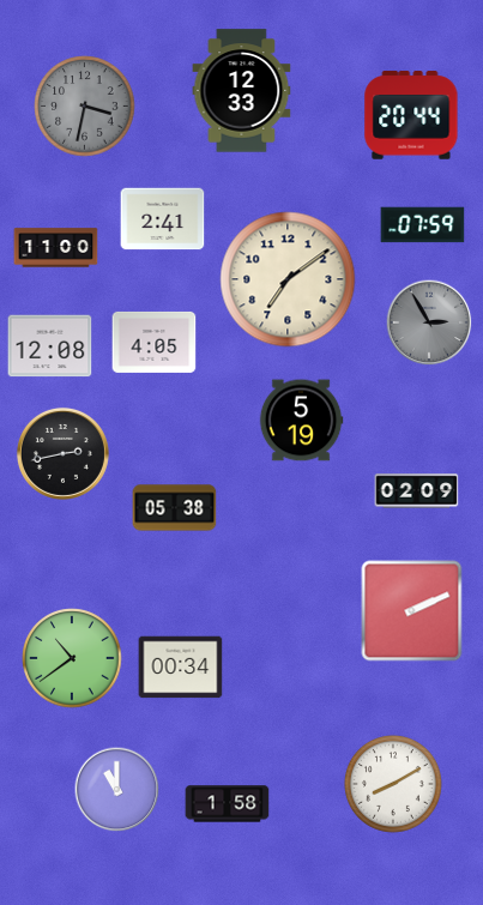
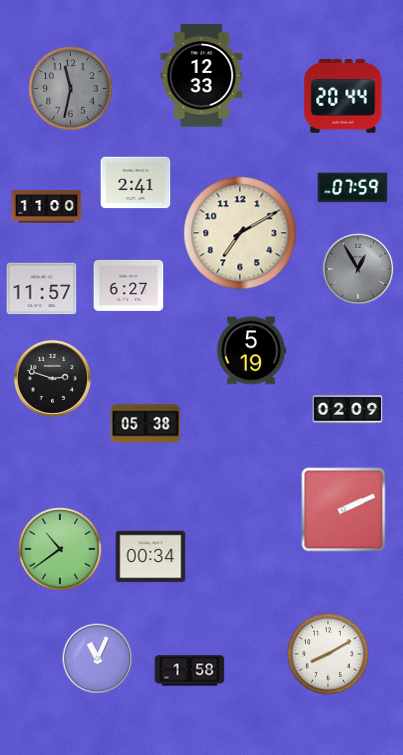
clock at (85, 107): 3:32 -> 11:32
clock at (288, 279): 7:09 -> 7:10
clock at (429, 322): 2:55 -> 12:55
clock at (155, 342): 4:05 -> 6:27
clock at (50, 346): 12:08 -> 11:57
clock at (62, 453): 2:43 -> 2:48
clock at (117, 790): 11:00 -> 11:04
